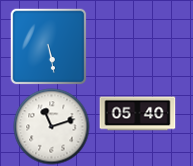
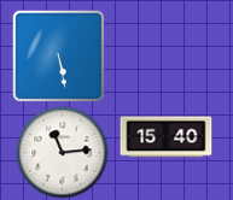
clock at (138, 114): 05:40 -> 15:40
clock at (52, 127): 11:12 -> 11:14
